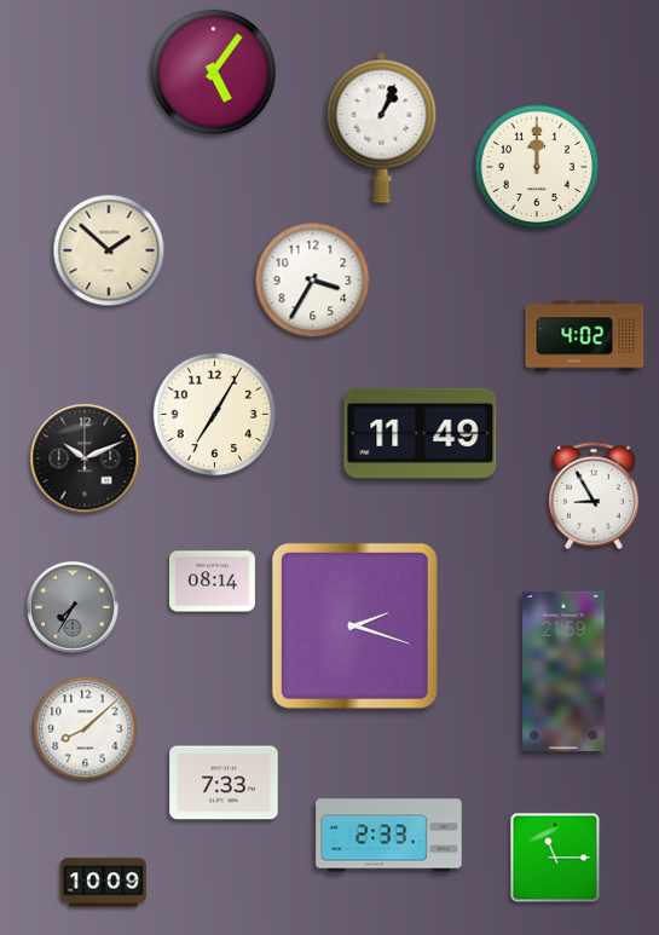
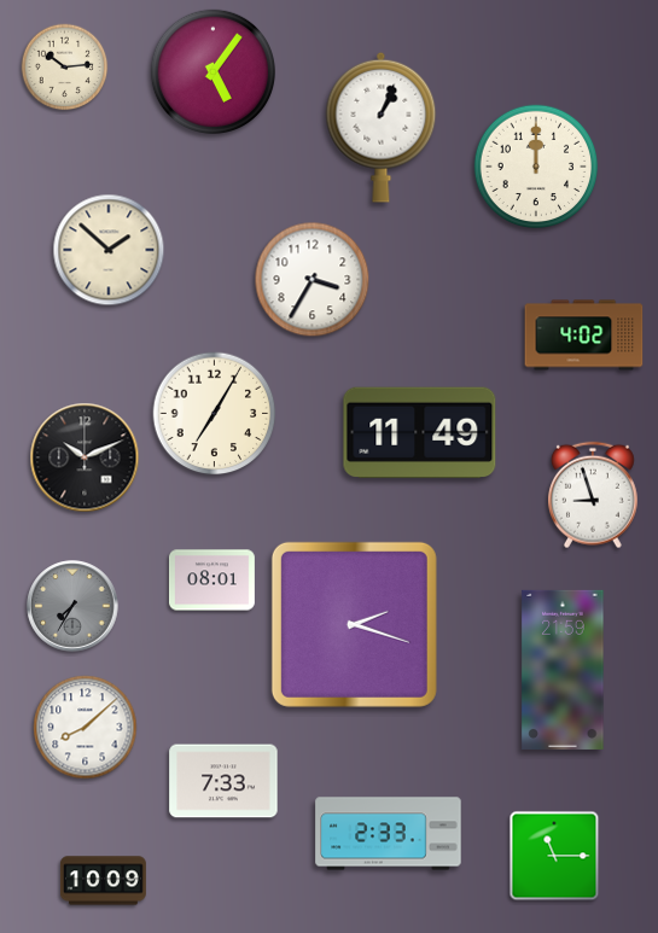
clock at (65, 68): none -> 10:14
clock at (594, 496): 8:55 -> 8:57
clock at (212, 582): 08:14 -> 08:01
